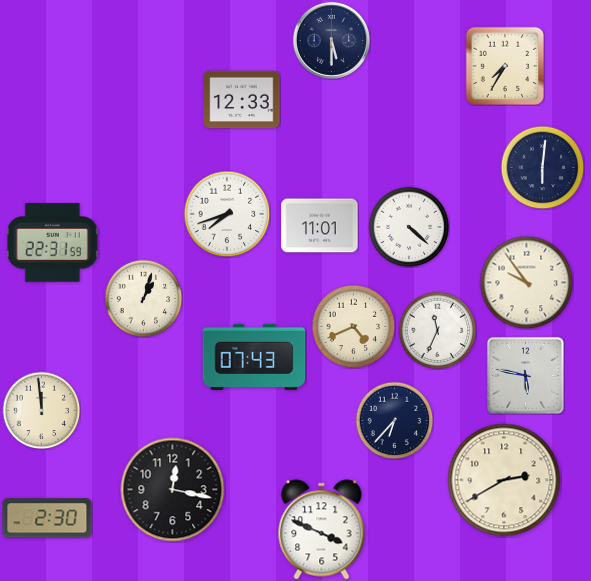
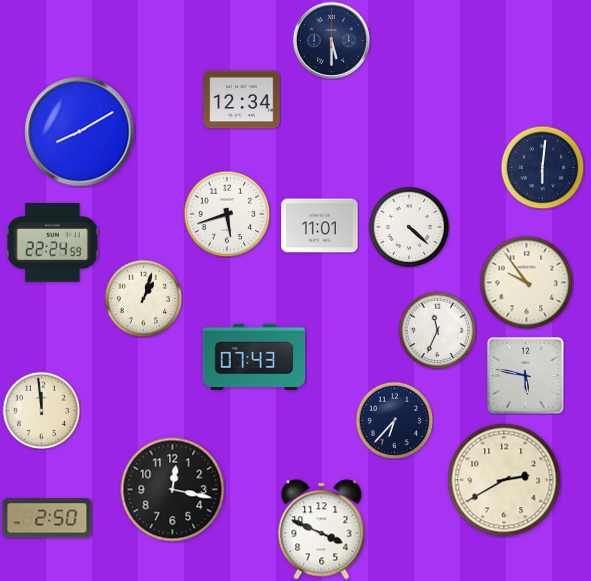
clock at (505, 66): 7:35 -> none
clock at (242, 100): 12:33 -> 12:34
clock at (80, 132): none -> 8:10
clock at (227, 214): 7:42 -> 5:42
clock at (52, 243): 22:31 -> 22:24
clock at (353, 326): 4:41 -> none
clock at (47, 518): 2:30 -> 2:50
